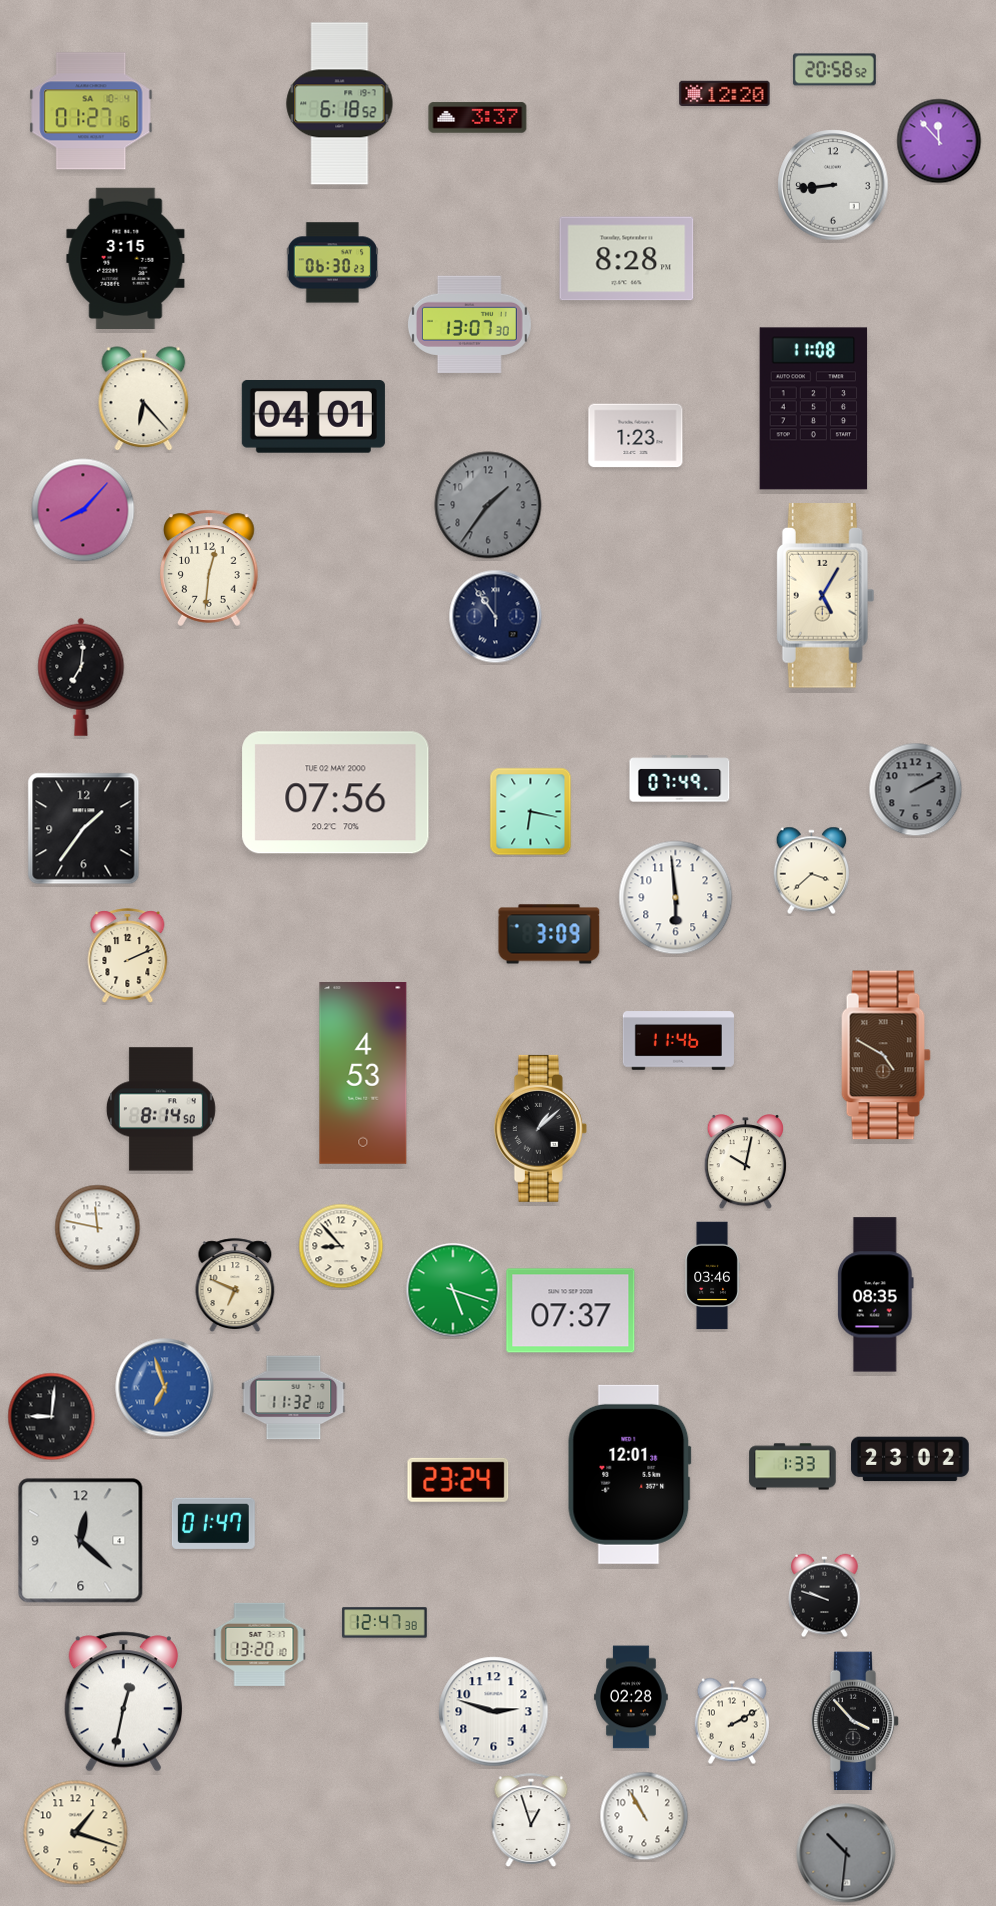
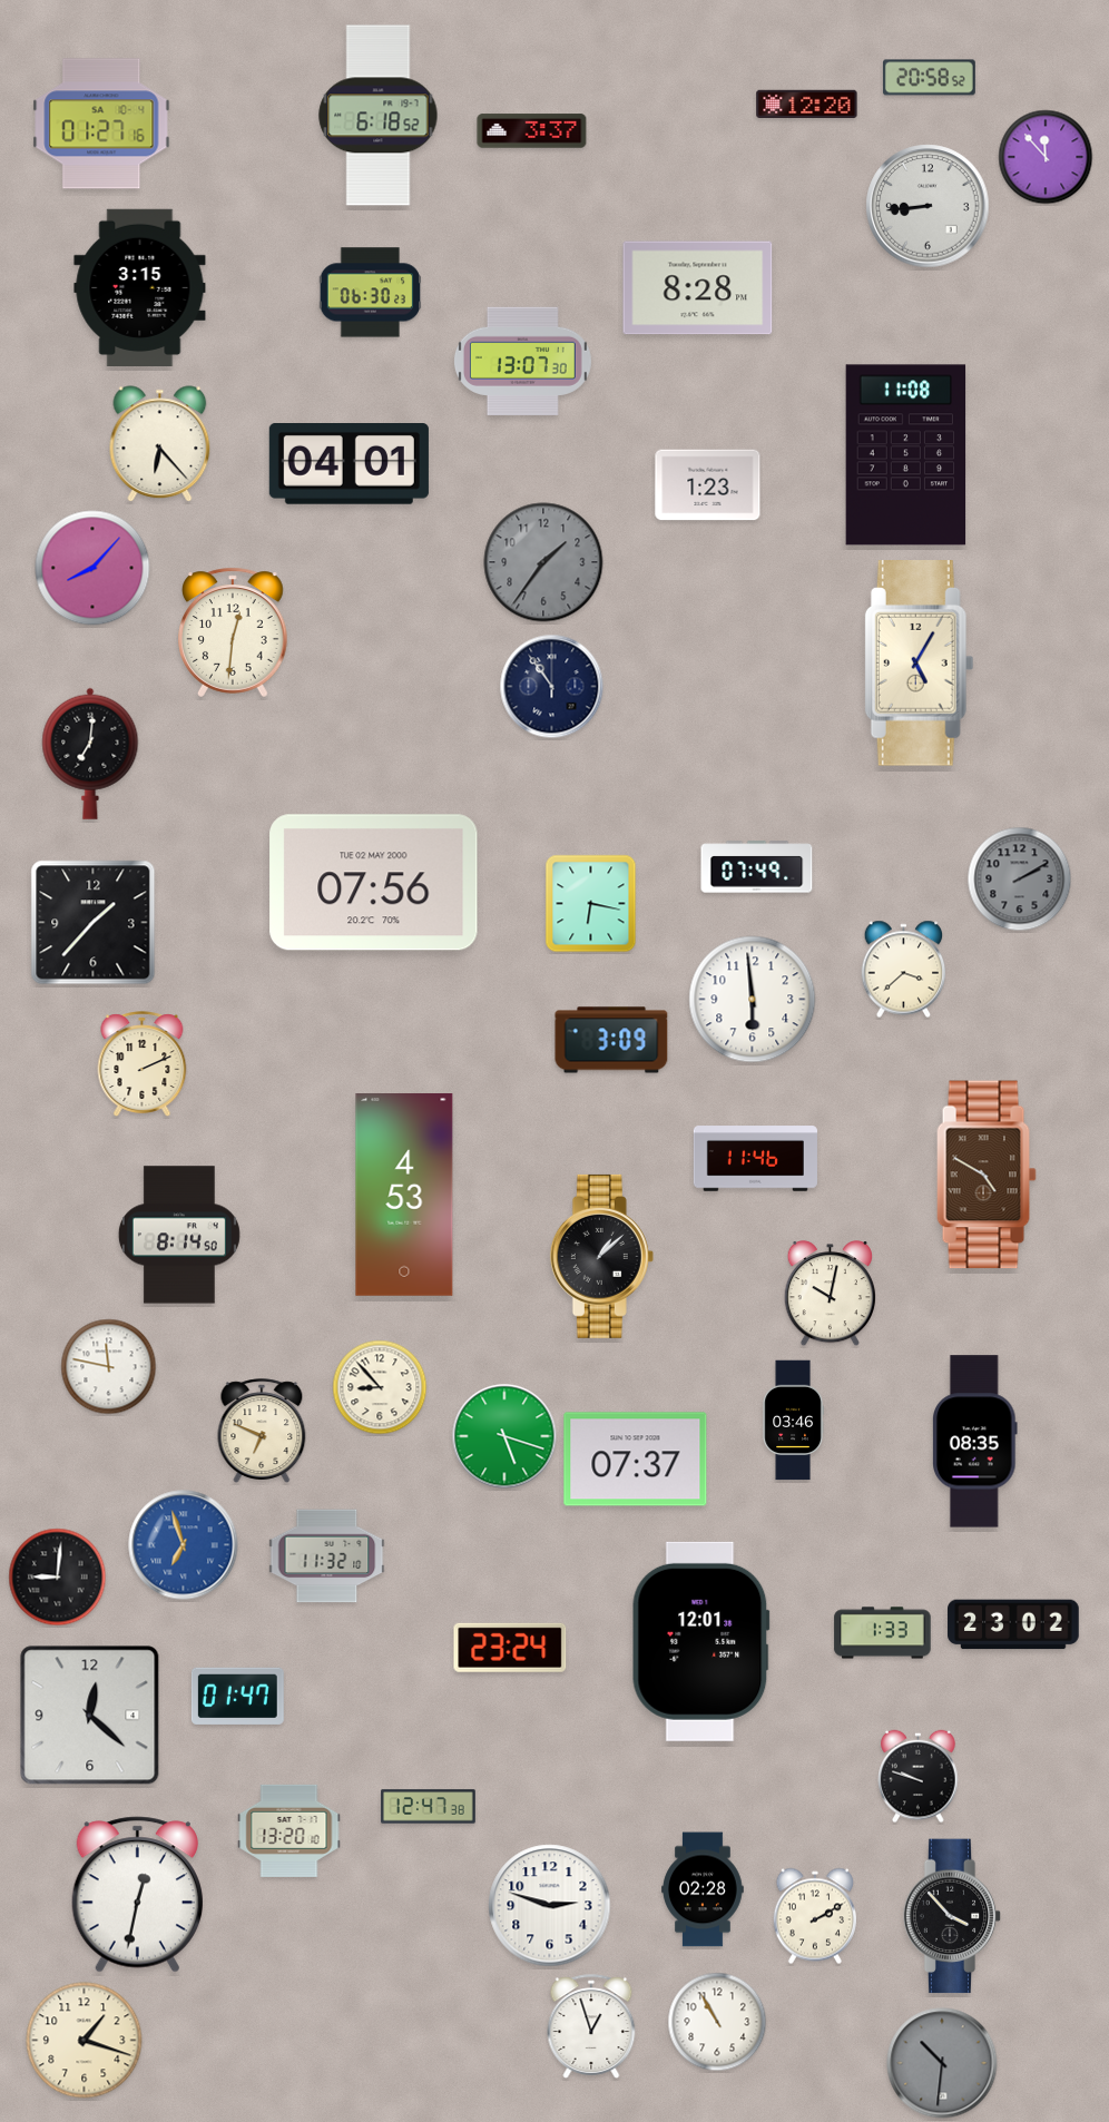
clock at (84, 829): 1:36 -> 1:37
